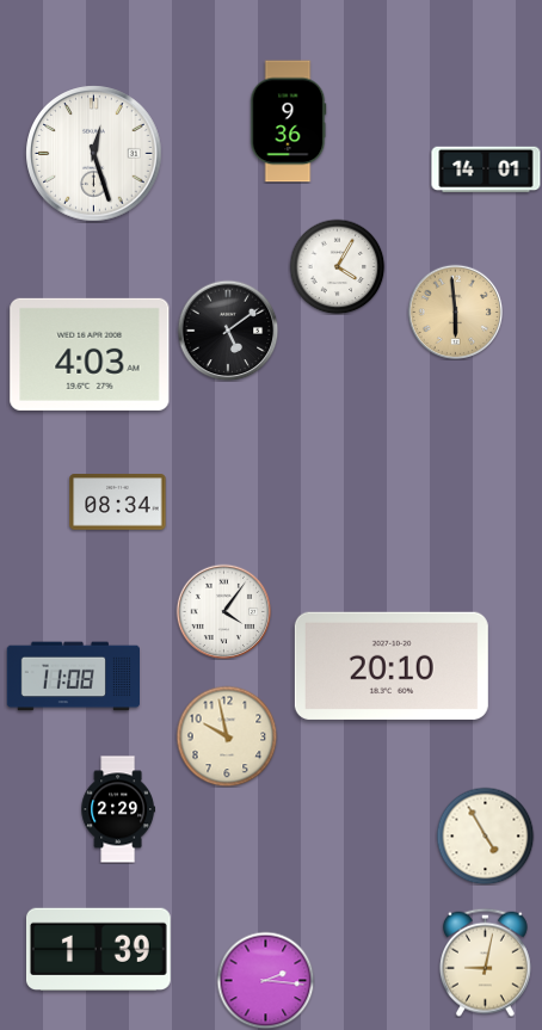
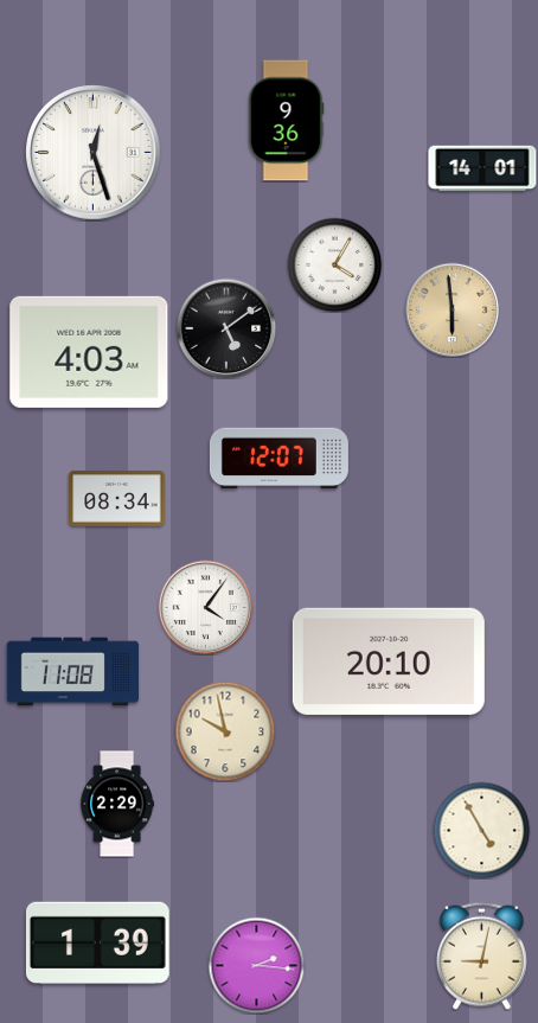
clock at (278, 459): none -> 12:07
clock at (223, 611) position: (223, 611) -> (205, 607)
clock at (265, 980) position: (265, 980) -> (256, 965)
